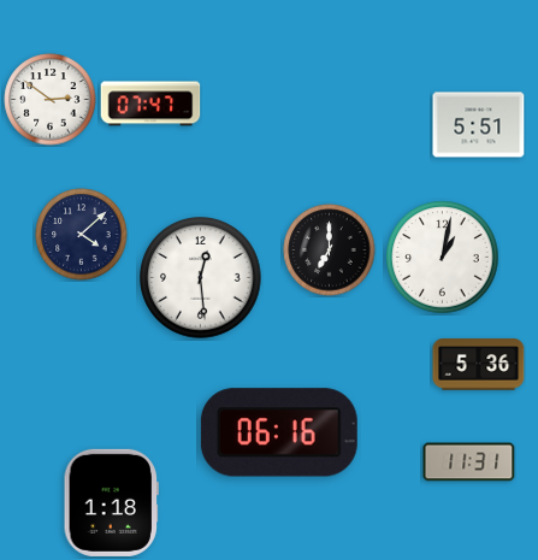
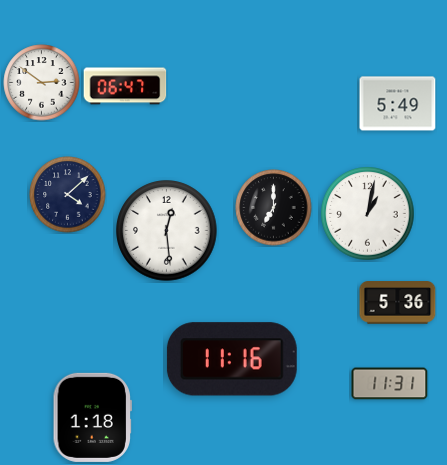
clock at (150, 104): 07:47 -> 06:47
clock at (479, 125): 5:51 -> 5:49
clock at (279, 432): 06:16 -> 11:16
